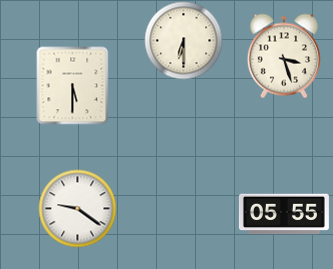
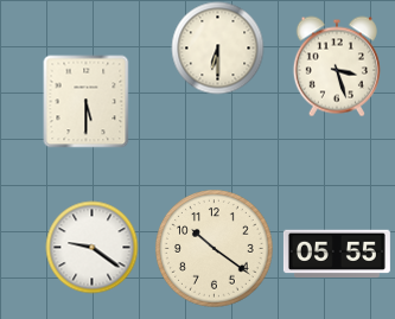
clock at (215, 249): none -> 10:21
